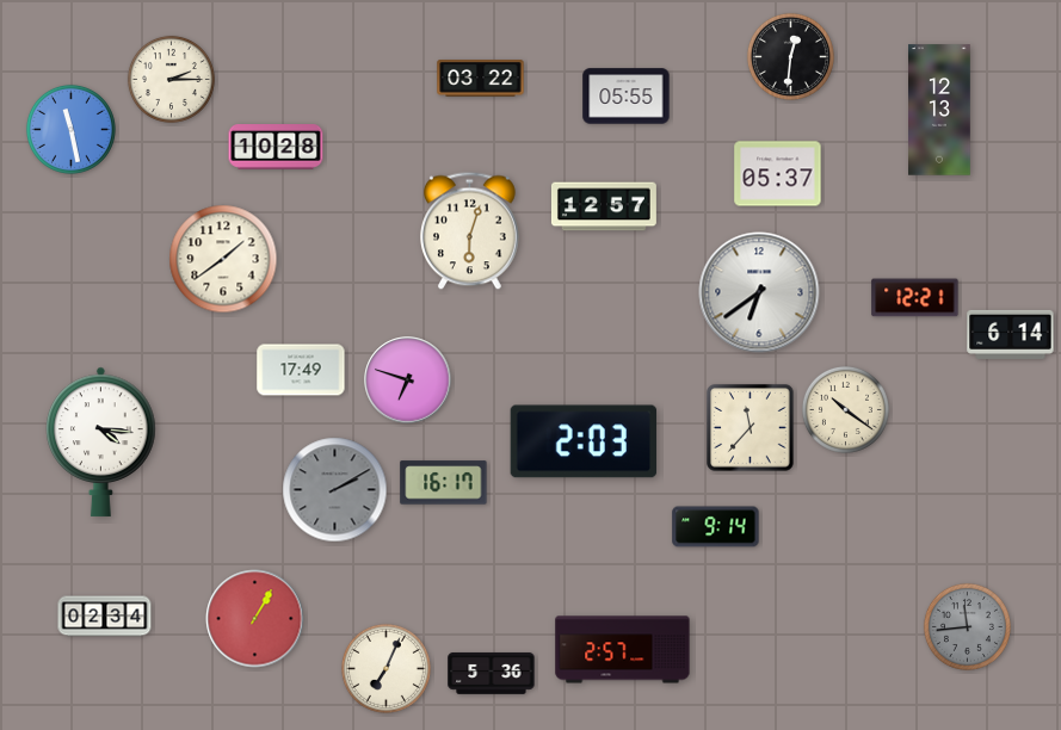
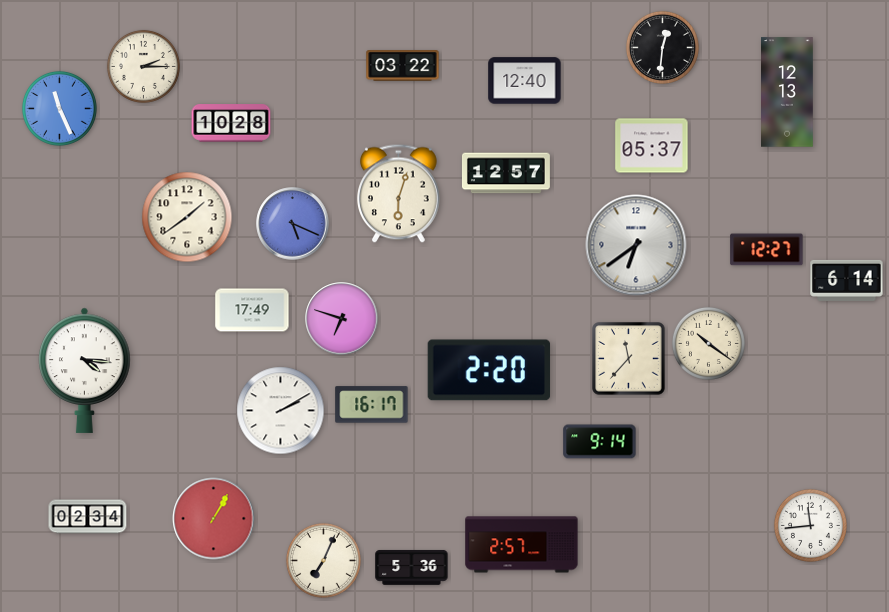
clock at (627, 97): 05:55 -> 12:40
clock at (70, 129): 11:28 -> 11:26
clock at (470, 231) position: (470, 231) -> (399, 194)
clock at (293, 224): none -> 5:19
clock at (915, 298): 12:21 -> 12:27
clock at (584, 441): 2:03 -> 2:20
clock at (335, 490) dial: grey -> white
clock at (967, 626) dial: grey -> white
clock at (492, 673) position: (492, 673) -> (412, 567)
